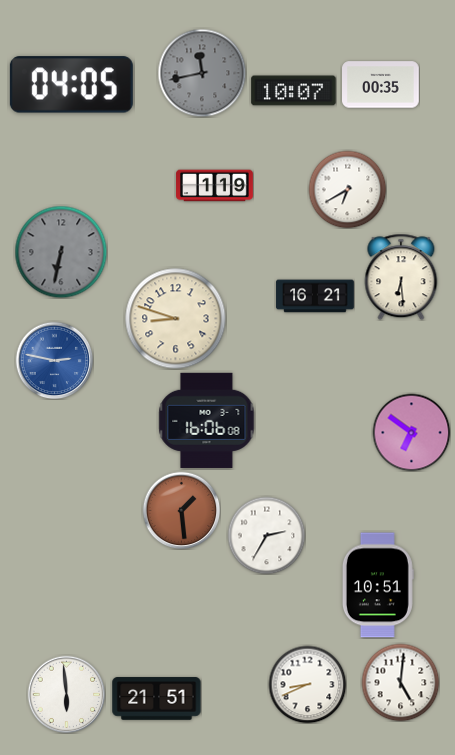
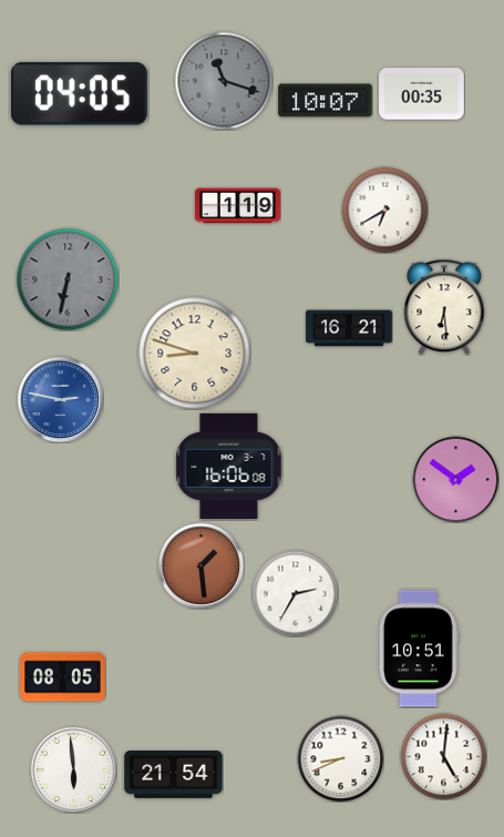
clock at (202, 73): 11:43 -> 11:18
clock at (411, 432): 6:51 -> 1:51
clock at (63, 677): none -> 08:05
clock at (157, 699): 21:51 -> 21:54
